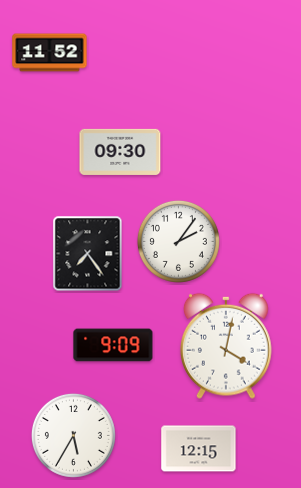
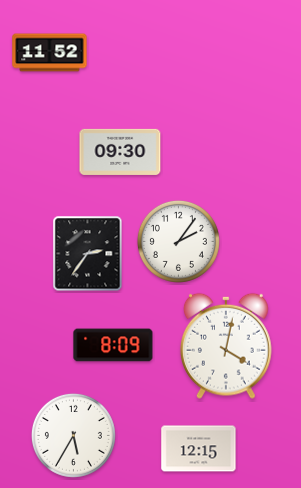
clock at (88, 254): 7:24 -> 2:36
clock at (113, 345): 9:09 -> 8:09
